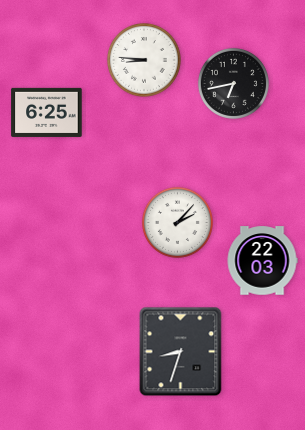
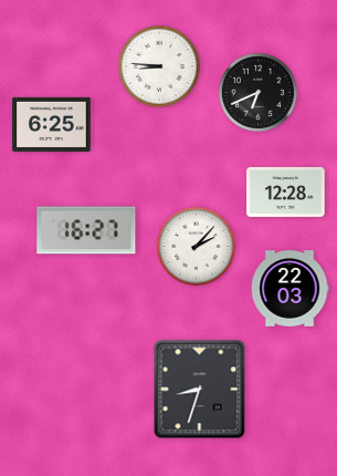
clock at (233, 83): 6:43 -> 6:41
clock at (286, 192): none -> 12:28
clock at (86, 230): none -> 16:27
